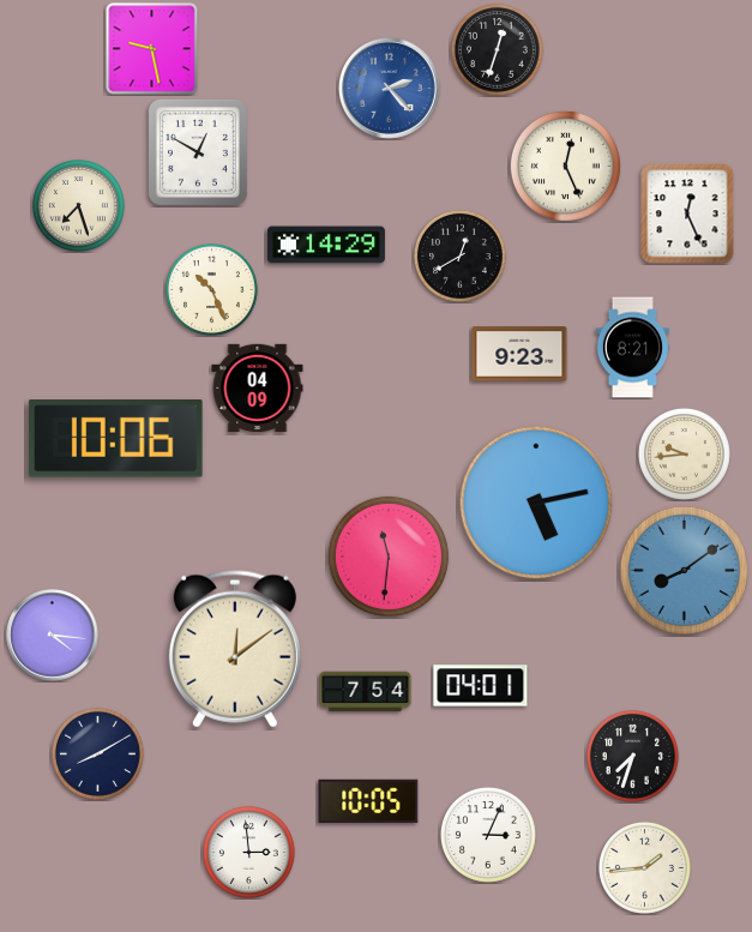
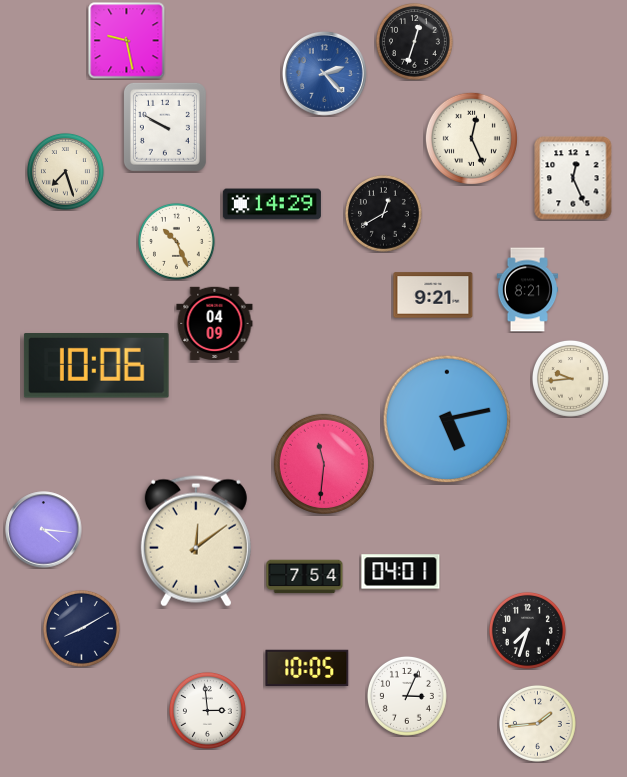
clock at (198, 152): 12:50 -> 9:50
clock at (519, 354): 9:23 -> 9:21
clock at (684, 570): 8:09 -> none
